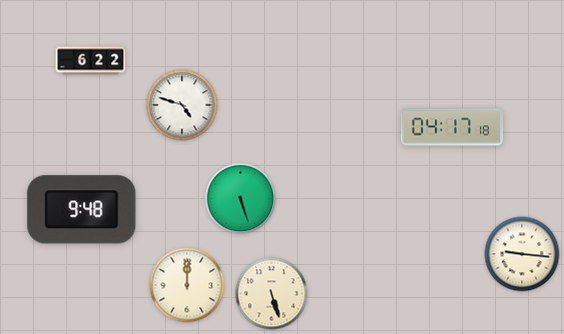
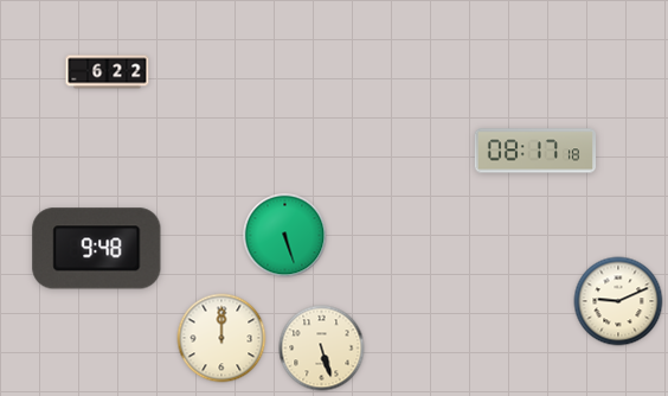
clock at (182, 105): 4:48 -> none
clock at (451, 127): 04:17 -> 08:17
clock at (522, 254): 9:16 -> 9:11
